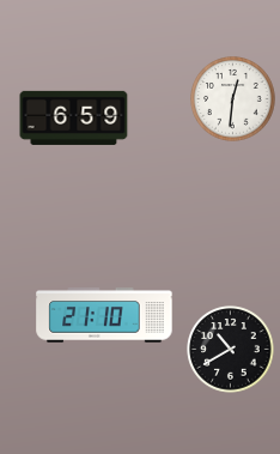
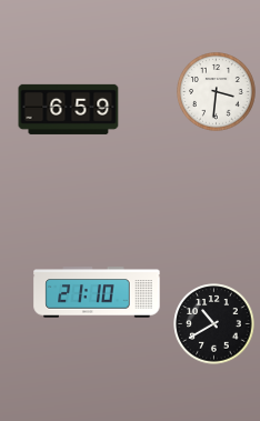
clock at (233, 99): 12:31 -> 3:31
